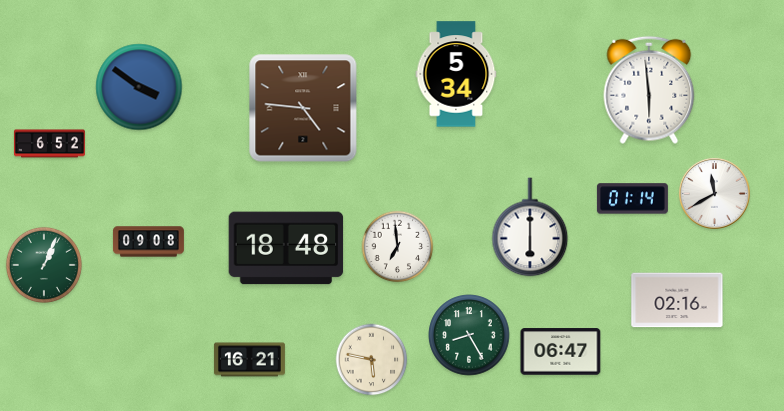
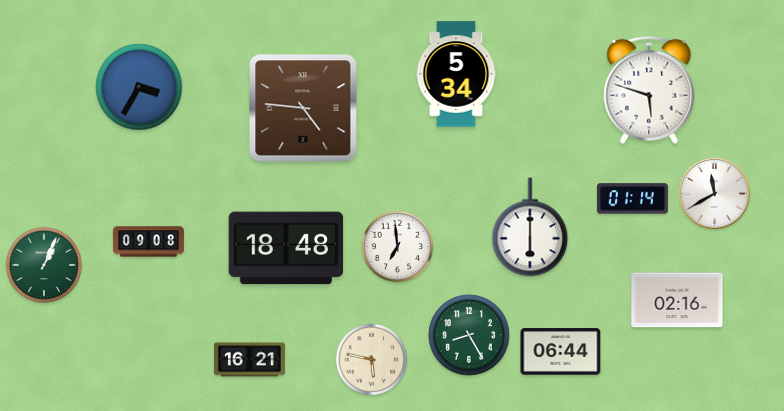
clock at (139, 87): 3:51 -> 3:35
clock at (649, 90): 5:59 -> 5:48
clock at (49, 144): 6:52 -> none
clock at (561, 352): 06:47 -> 06:44
